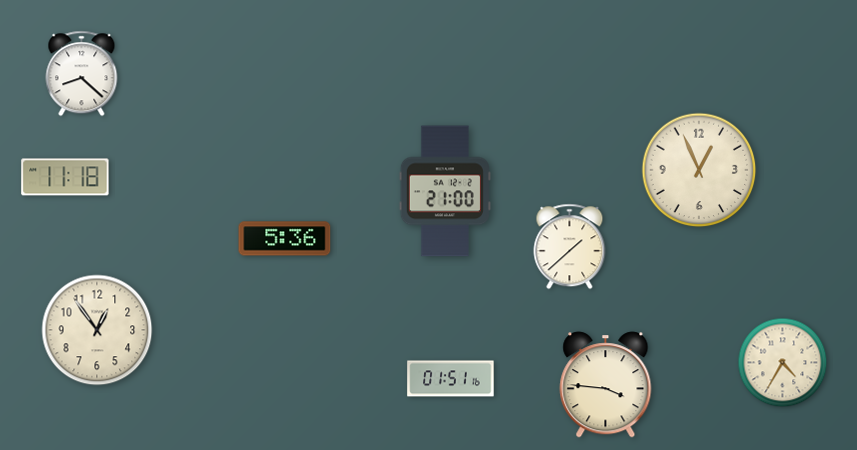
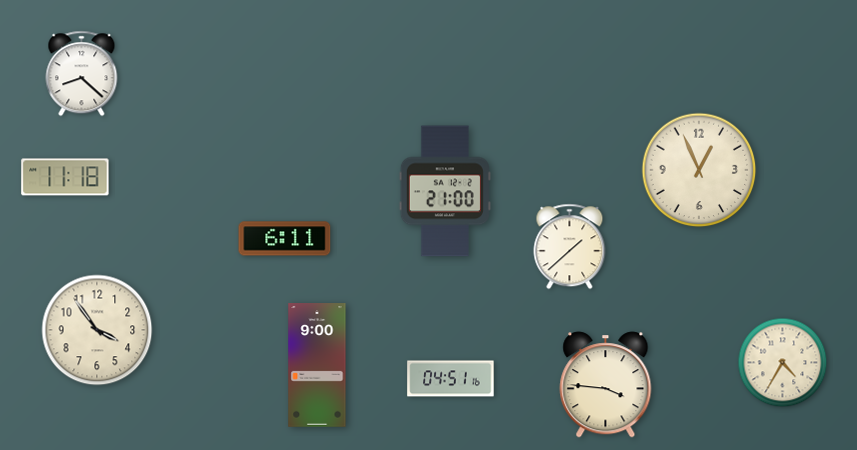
clock at (285, 239): 5:36 -> 6:11
clock at (97, 330): 12:54 -> 3:54
clock at (317, 365): none -> 9:00
clock at (451, 379): 01:51 -> 04:51
